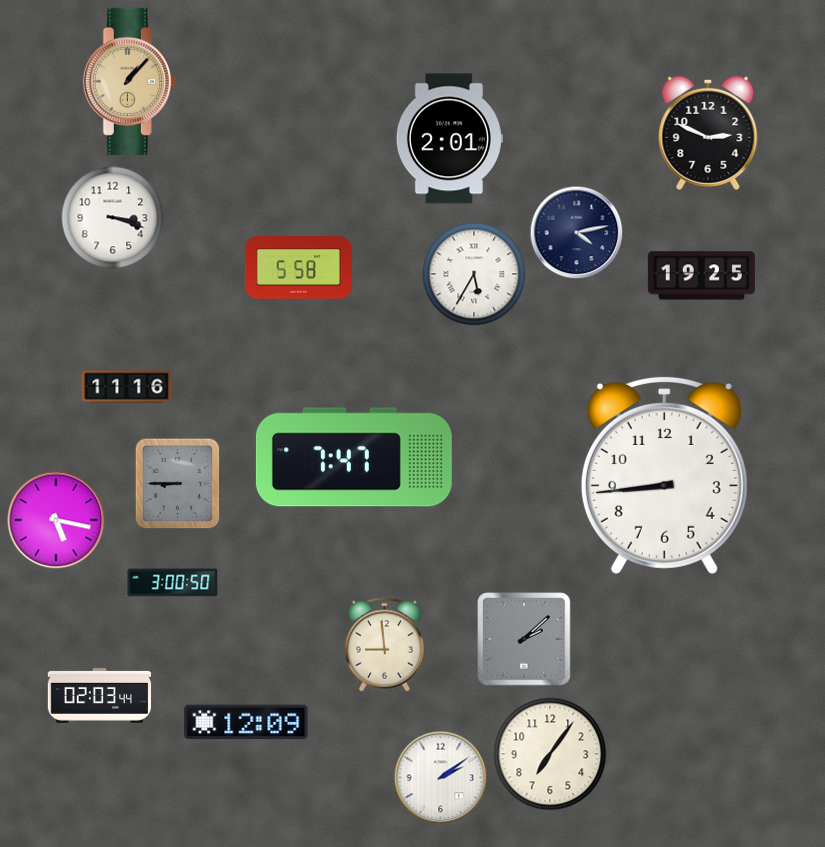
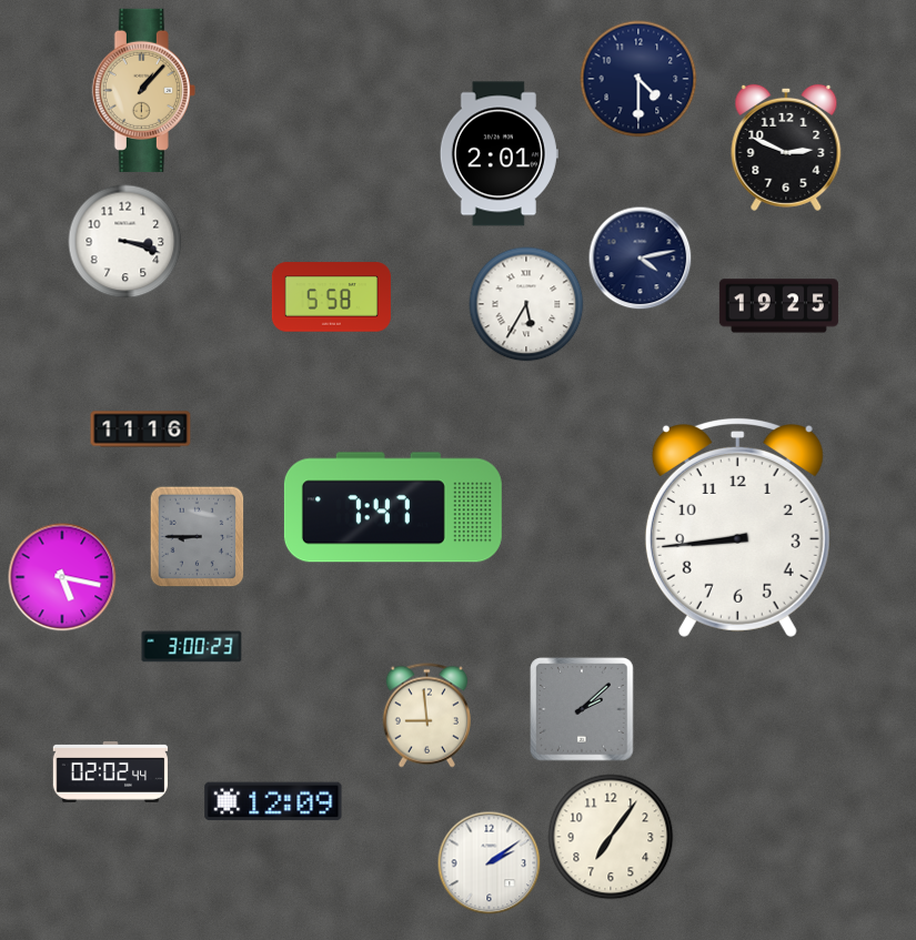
clock at (638, 79): none -> 4:30
clock at (173, 583): 3:00:50 -> 3:00:23
clock at (100, 696): 02:03 -> 02:02
